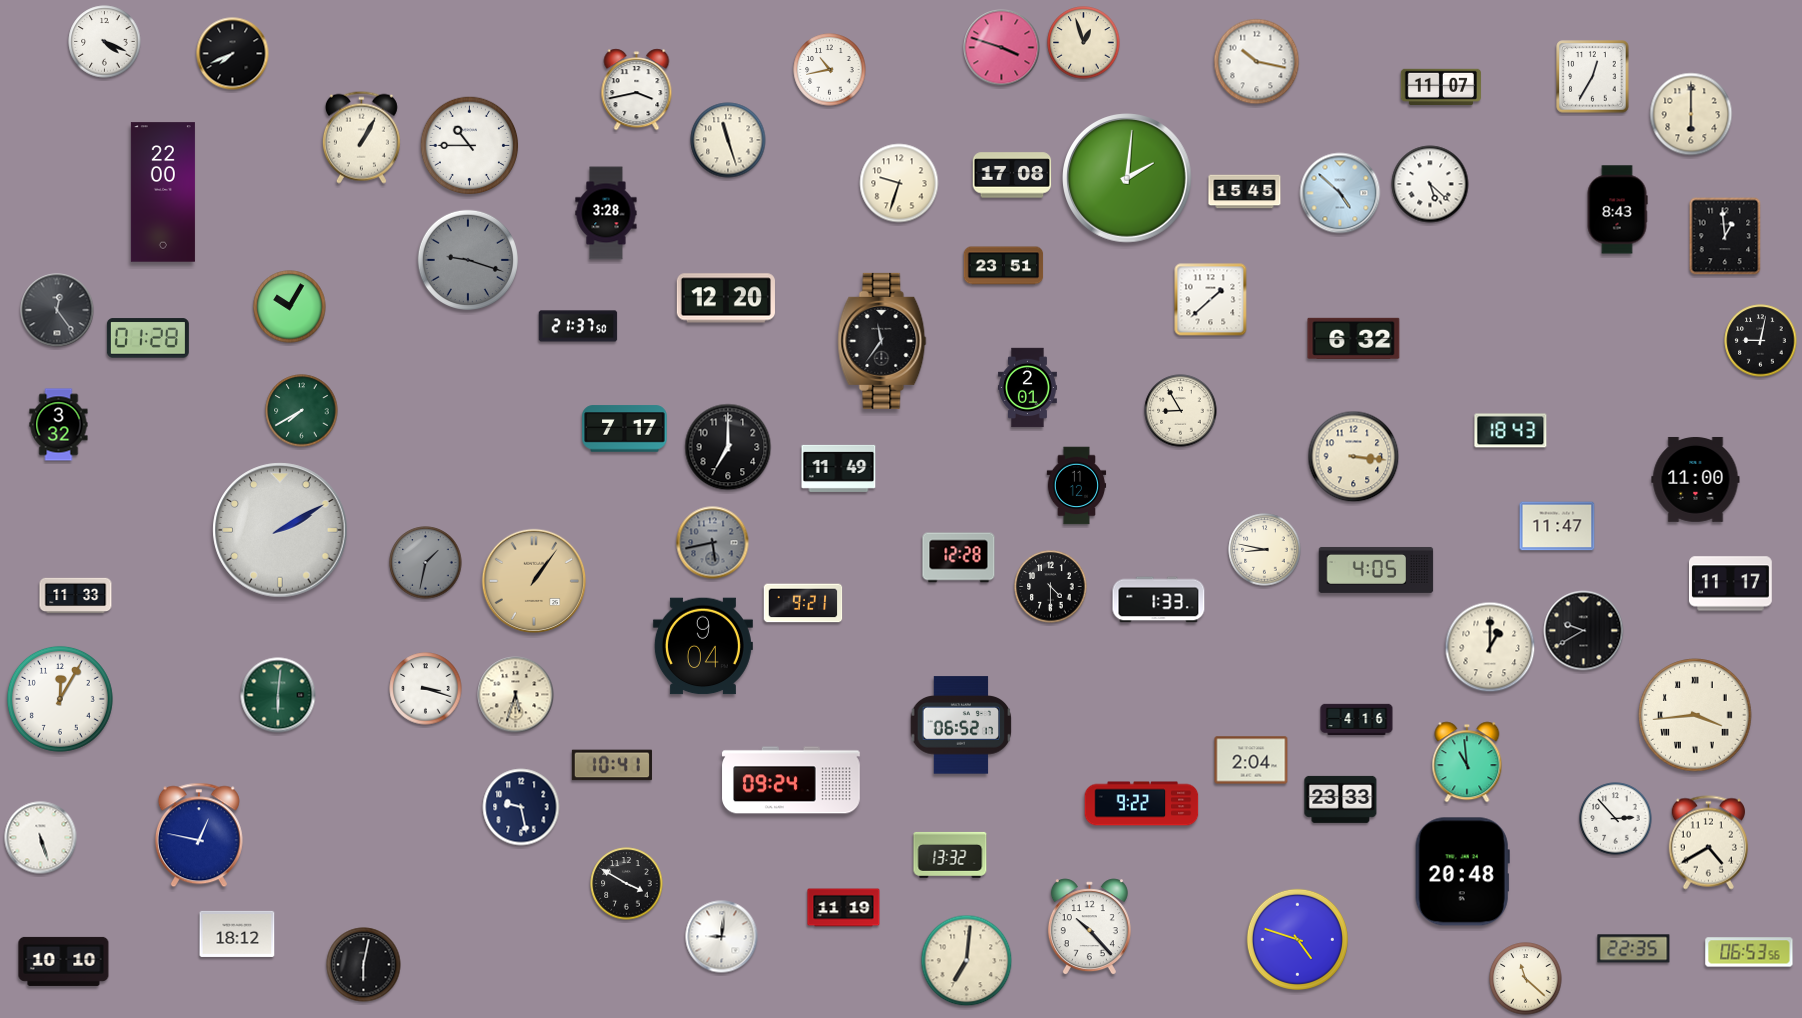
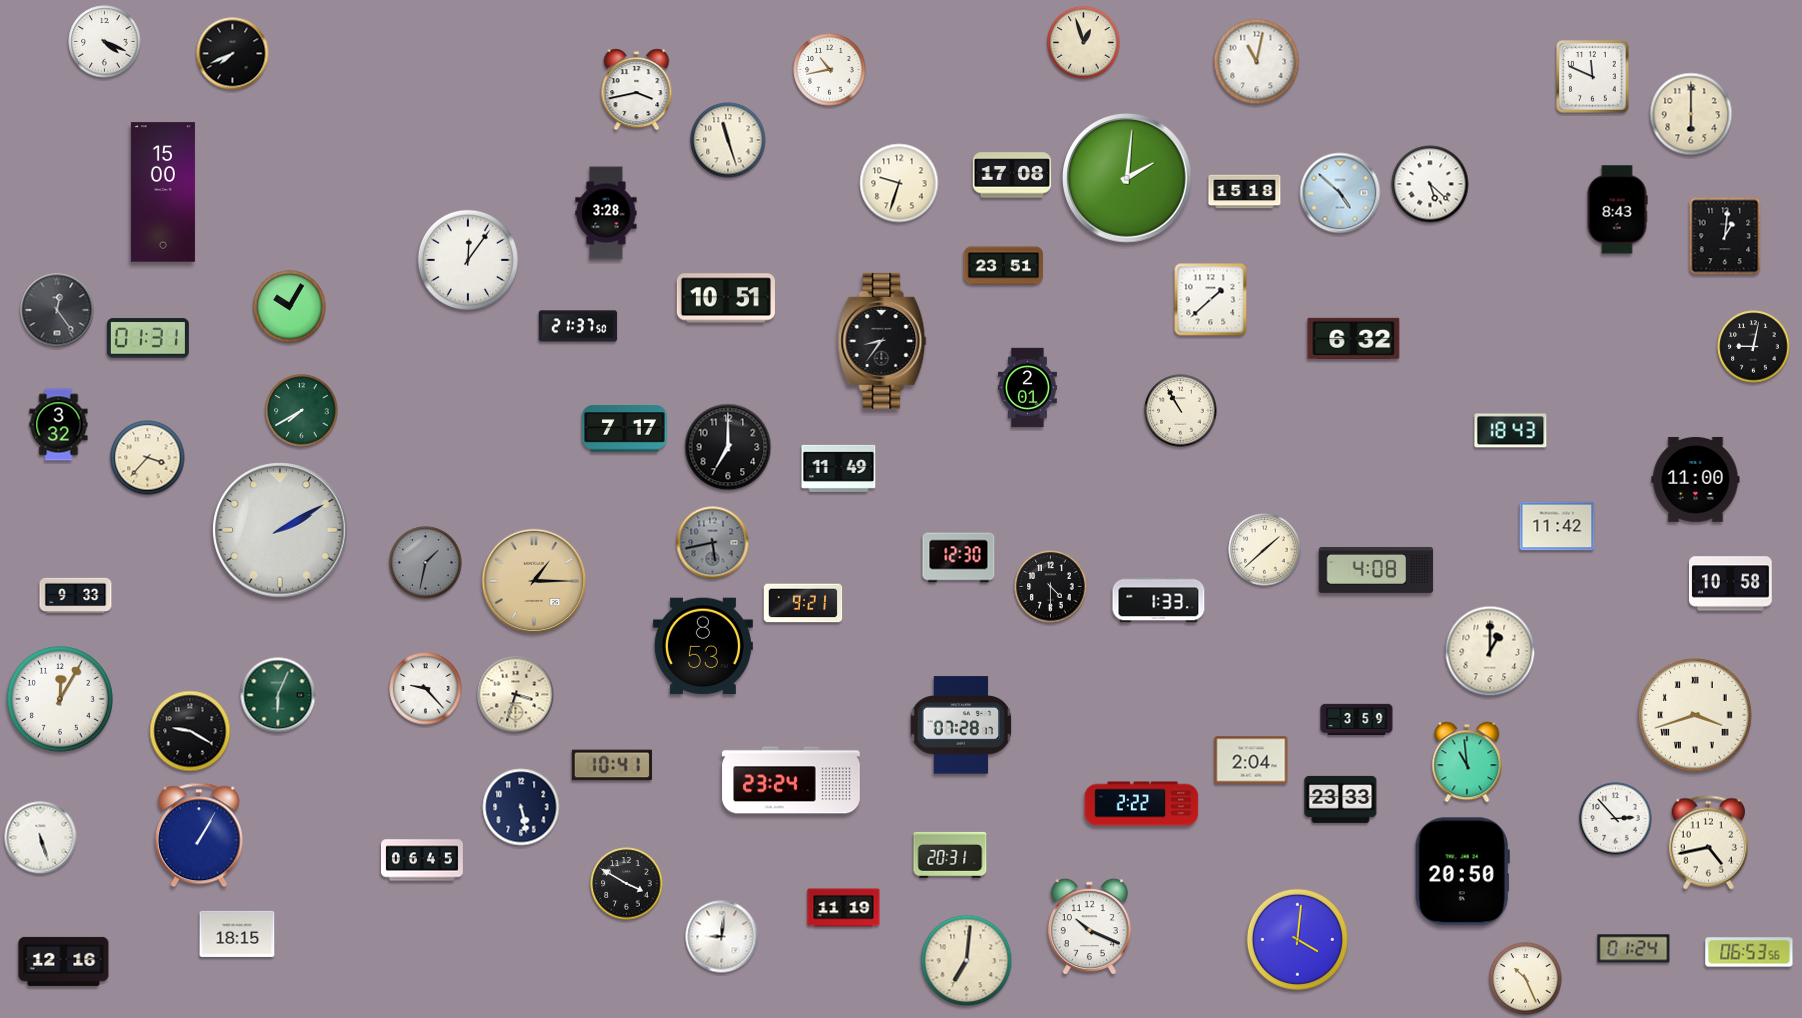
clock at (1002, 48): 3:48 -> none
clock at (1257, 62): 10:17 -> 11:02
clock at (1593, 77): 12:35 -> 11:49
clock at (1441, 86): 11:07 -> none
clock at (361, 137): 1:05 -> none
clock at (470, 146): 10:45 -> none
clock at (163, 192): 22:00 -> 15:00
clock at (1245, 192): 15:45 -> 15:18
clock at (1725, 236): 12:59 -> 1:01
clock at (468, 260): 9:18 -> 12:06
clock at (468, 260) dial: grey -> white
clock at (726, 298): 12:20 -> 10:51
clock at (148, 338): 01:28 -> 01:31
clock at (882, 341): 11:36 -> 8:36
clock at (1761, 341) position: (1761, 341) -> (1754, 347)
clock at (1181, 411): 8:55 -> 10:55
clock at (1354, 457): 3:16 -> none
clock at (148, 458): none -> 3:37
clock at (1077, 486): 11:12 -> none
clock at (1557, 526): 11:47 -> 11:42
clock at (1265, 550): 8:47 -> 1:38
clock at (959, 558): 12:28 -> 12:30
clock at (1376, 570): 4:05 -> 4:08
clock at (534, 581): 1:06 -> 1:15
clock at (1730, 584): 11:17 -> 10:58
clock at (76, 596): 11:33 -> 9:33
clock at (1584, 631): 9:40 -> none
clock at (703, 646): 9:04 -> 8:53
clock at (1490, 647) position: (1490, 647) -> (1490, 651)
clock at (426, 689): 3:18 -> 9:23
clock at (278, 695): 6:01 -> 6:04
clock at (516, 695): 5:33 -> 3:33
clock at (1695, 715): 3:44 -> 3:42
clock at (1357, 720): 4:16 -> 3:59
clock at (961, 725): 06:52 -> 07:28
clock at (190, 731): none -> 9:20
clock at (791, 780): 09:24 -> 23:24
clock at (1142, 804): 9:22 -> 2:22
clock at (521, 807): 9:28 -> 5:28
clock at (199, 835): 12:47 -> 1:05
clock at (1708, 843): 4:40 -> 4:43
clock at (950, 855): 13:32 -> 20:31
clock at (422, 860): none -> 06:45
clock at (1462, 872): 20:48 -> 20:50
clock at (1089, 927): 10:23 -> 10:19
clock at (237, 934): 18:12 -> 18:15
clock at (1297, 939): 4:48 -> 4:01
clock at (1634, 949): 22:35 -> 01:24
clock at (64, 961): 10:10 -> 12:16
clock at (364, 965): 6:02 -> none
clock at (1526, 979): 11:22 -> 10:26
